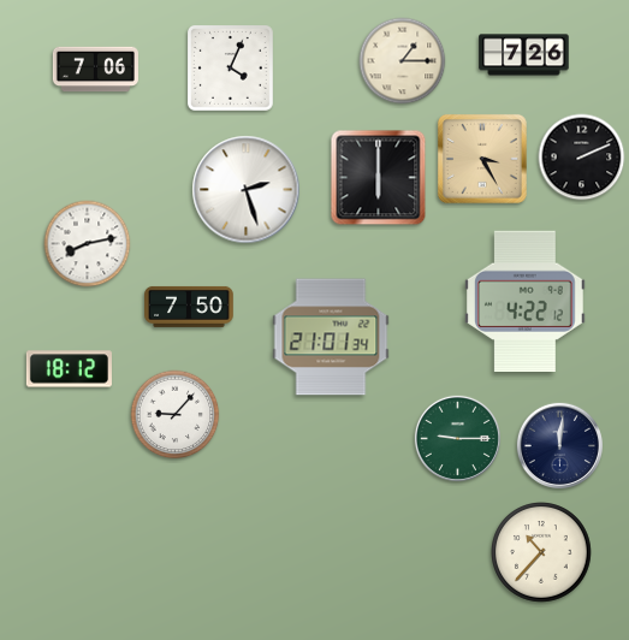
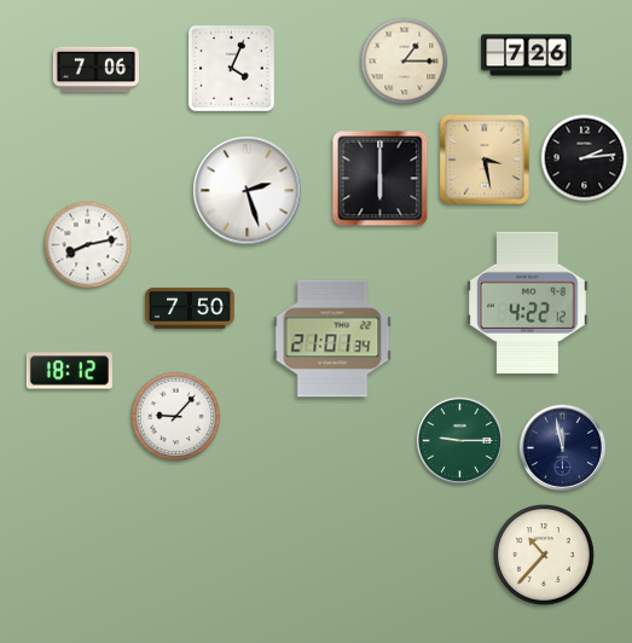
clock at (582, 158): 2:11 -> 2:14
clock at (482, 159): 3:25 -> 3:28
clock at (559, 445): 12:01 -> 11:58
